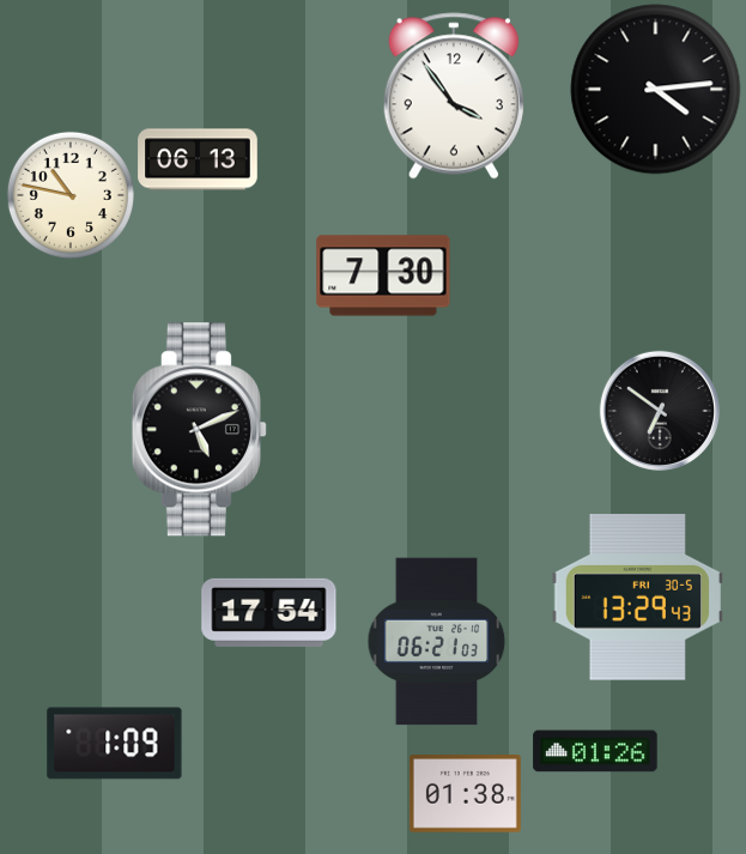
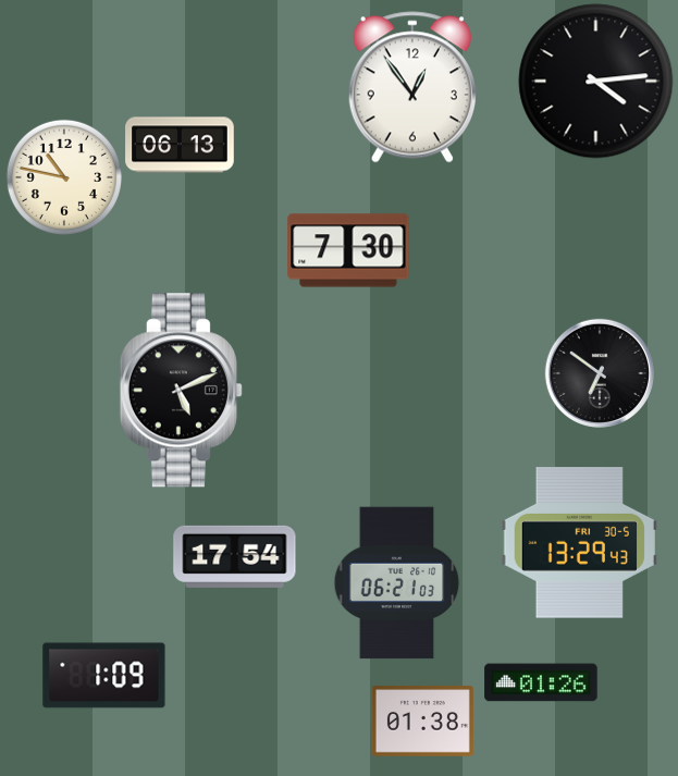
clock at (454, 96): 3:54 -> 12:54
clock at (269, 612) position: (269, 612) -> (235, 556)
